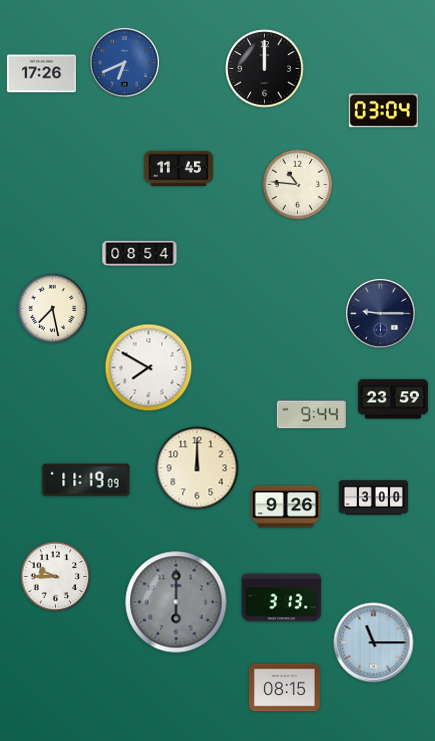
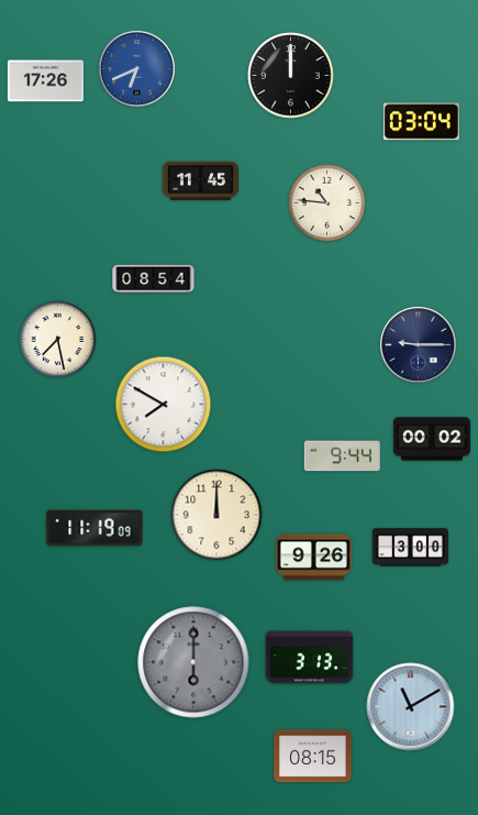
clock at (178, 169) position: (178, 169) -> (200, 181)
clock at (393, 399): 23:59 -> 00:02
clock at (56, 577): 9:45 -> none
clock at (374, 643): 11:15 -> 11:10
